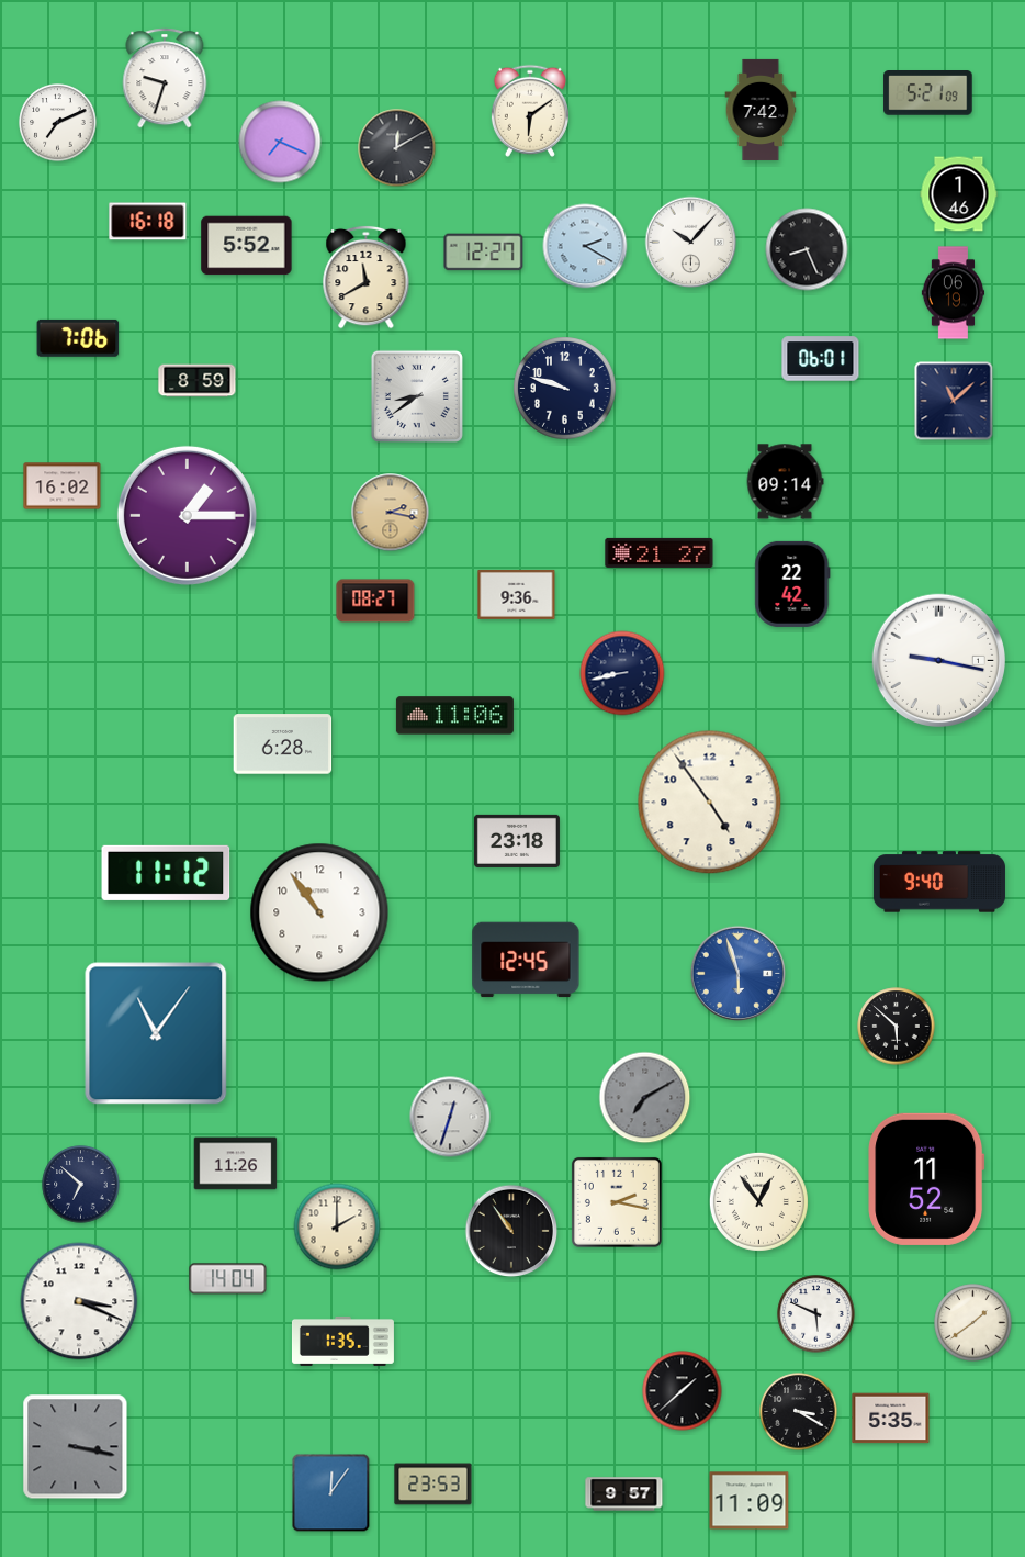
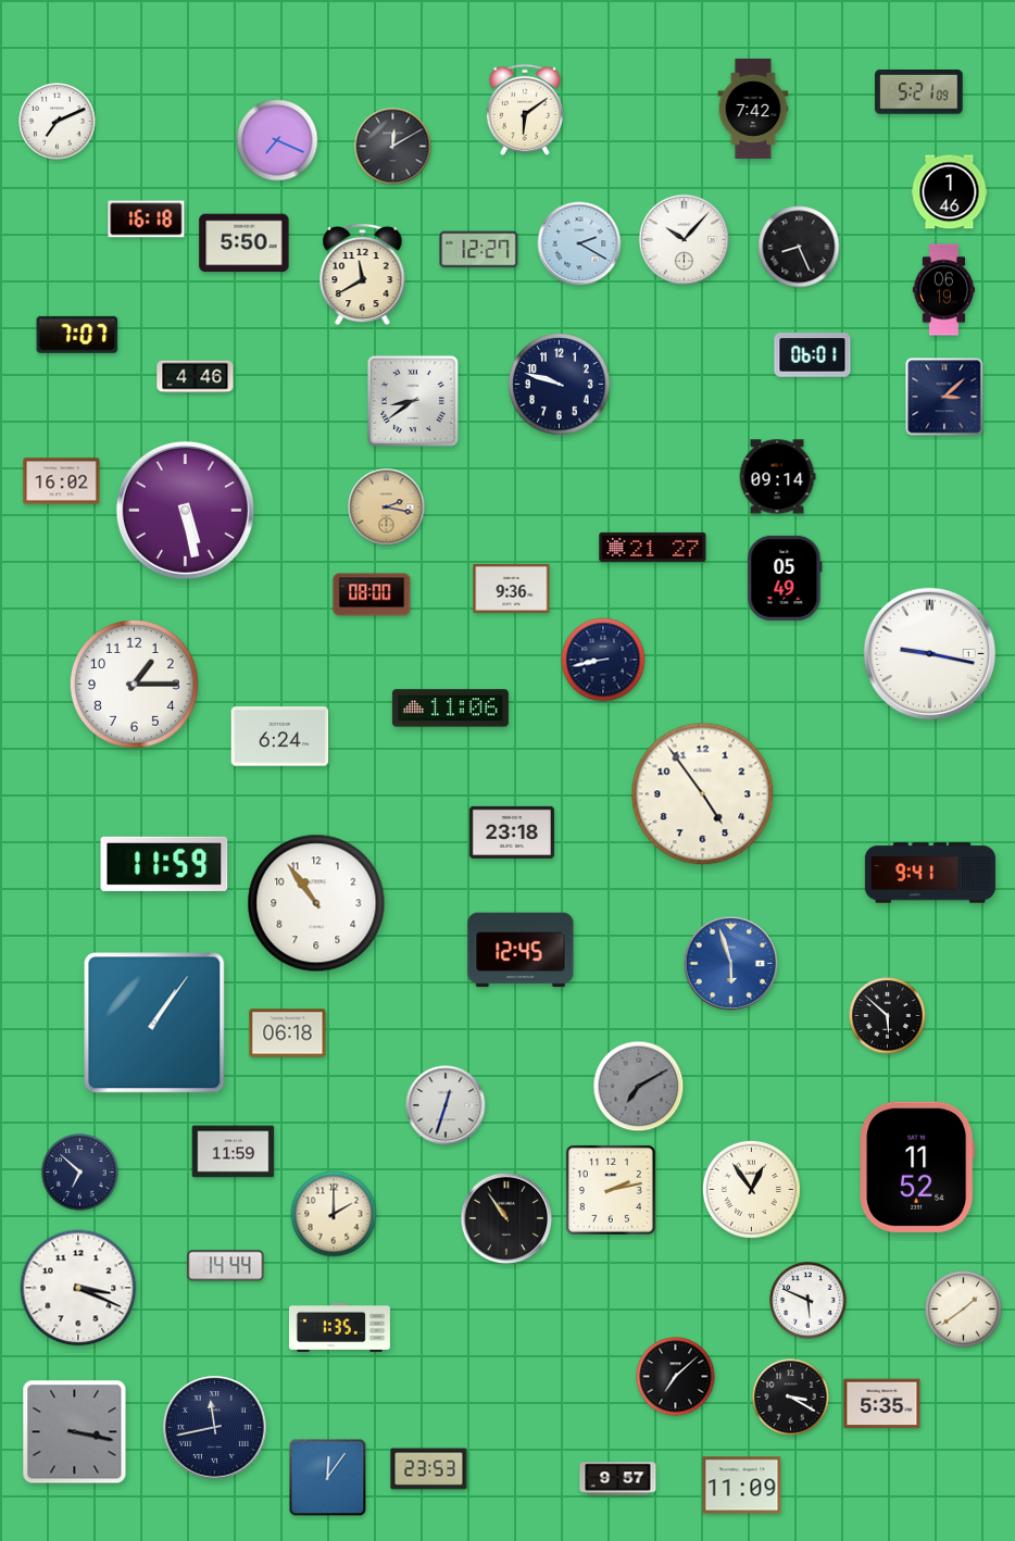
clock at (165, 78): 9:33 -> none
clock at (247, 246): 5:52 -> 5:50
clock at (78, 338): 7:06 -> 7:07
clock at (198, 381): 8:59 -> 4:46
clock at (417, 396) position: (417, 396) -> (413, 401)
clock at (954, 401): 11:08 -> 3:08
clock at (187, 515): 1:15 -> 5:28
clock at (792, 584): 22:42 -> 05:49
clock at (375, 601): 08:27 -> 08:00
clock at (622, 673) position: (622, 673) -> (603, 660)
clock at (134, 684): none -> 1:15
clock at (283, 744): 6:28 -> 6:24
clock at (166, 873): 11:12 -> 11:59
clock at (939, 882): 9:40 -> 9:41
clock at (156, 1033): 11:06 -> 1:06
clock at (288, 1033): none -> 06:18
clock at (236, 1164): 11:26 -> 11:59
clock at (617, 1202): 2:17 -> 2:13
clock at (228, 1279): 14:04 -> 14:44
clock at (683, 1391): 1:38 -> 7:08
clock at (215, 1428): none -> 11:43
